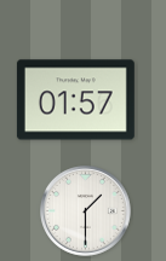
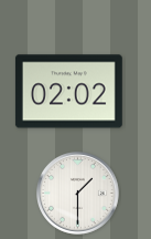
clock at (75, 100): 01:57 -> 02:02
